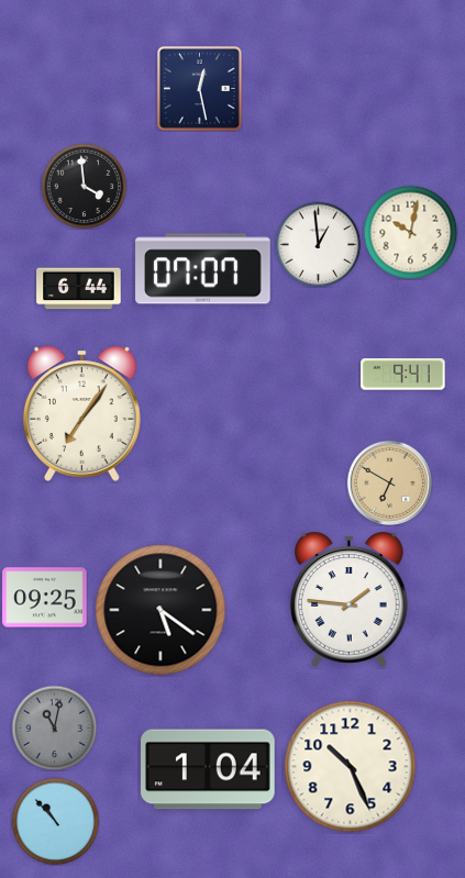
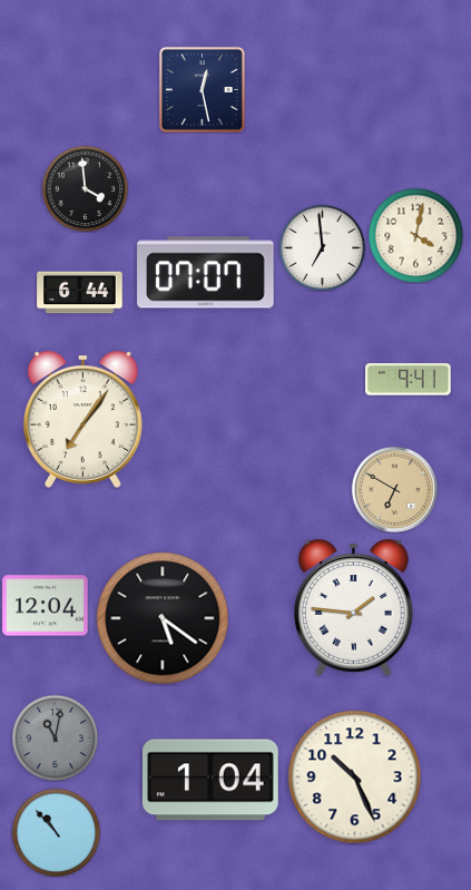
clock at (410, 232): 10:02 -> 4:02
clock at (318, 244): 12:59 -> 6:59
clock at (45, 598): 09:25 -> 12:04
